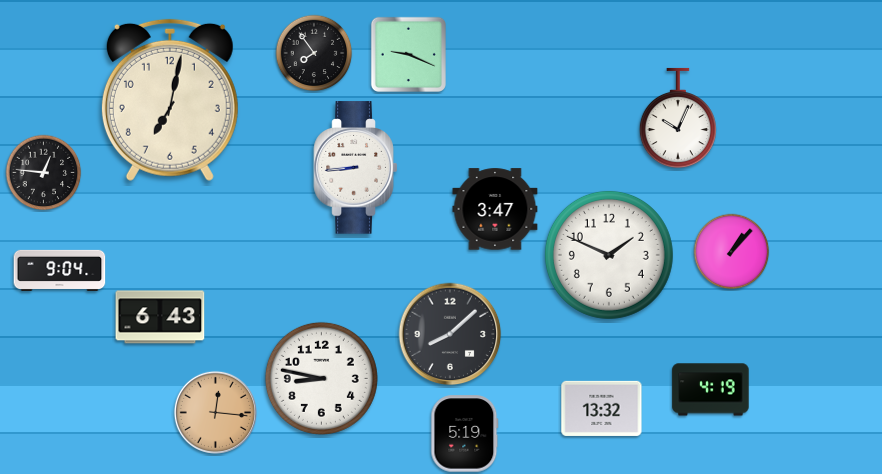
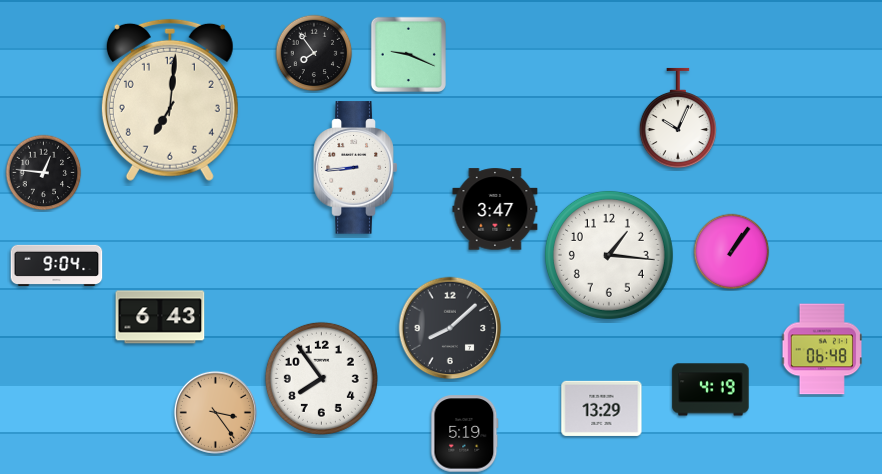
clock at (170, 100): 7:02 -> 7:01
clock at (732, 252): 1:07 -> 1:06
clock at (609, 255): 1:49 -> 1:16
clock at (60, 270) position: (60, 270) -> (57, 265)
clock at (450, 334) position: (450, 334) -> (450, 328)
clock at (821, 349): none -> 06:48
clock at (321, 378): 8:47 -> 7:54
clock at (602, 408): 13:32 -> 13:29
clock at (215, 412): 12:16 -> 3:24
